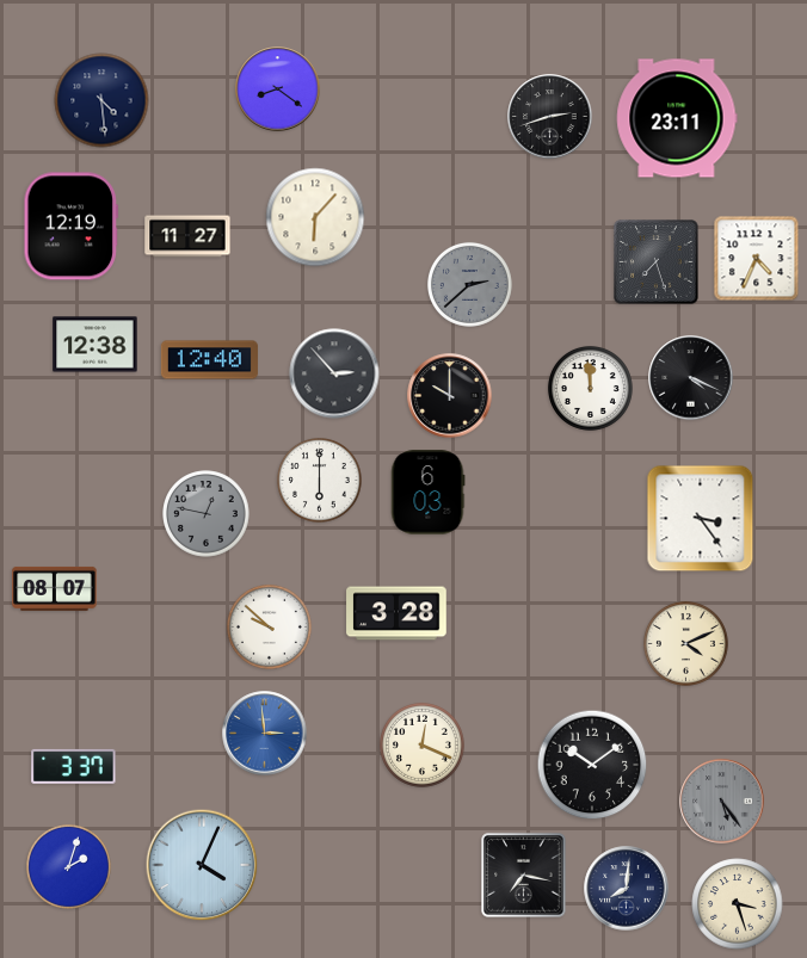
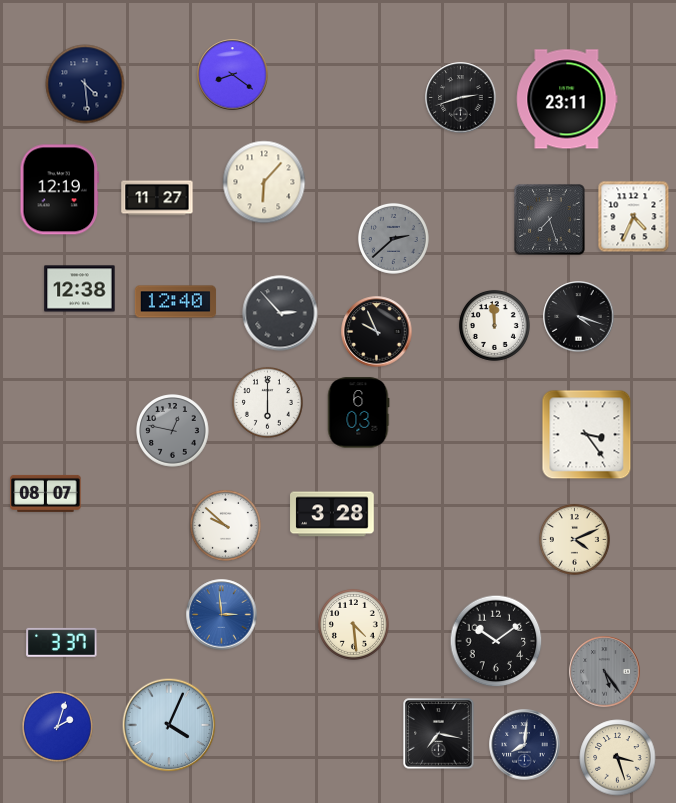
clock at (691, 378): 4:19 -> 4:18
clock at (450, 396): 10:00 -> 9:56
clock at (421, 744): 12:19 -> 4:29
